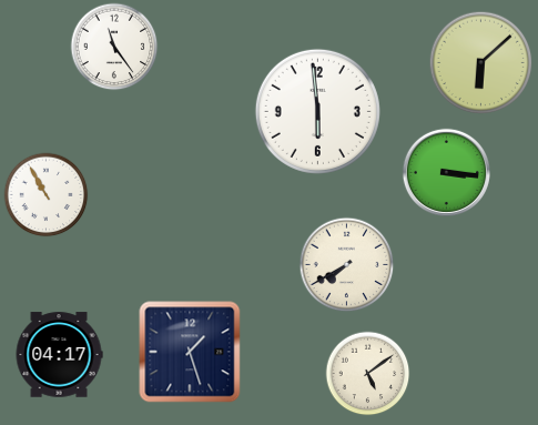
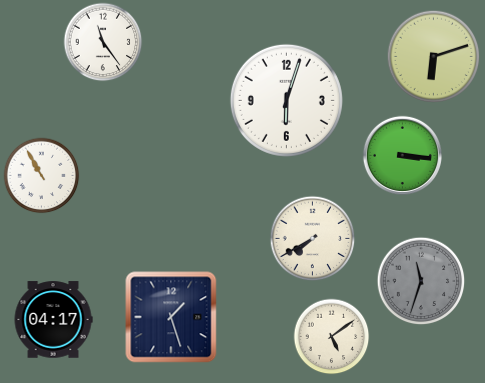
clock at (481, 63): 6:08 -> 6:12
clock at (317, 111): 5:59 -> 6:03
clock at (421, 281): none -> 11:33
